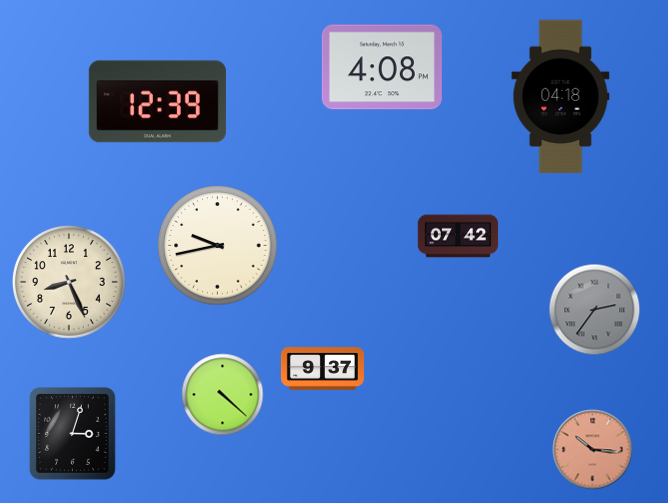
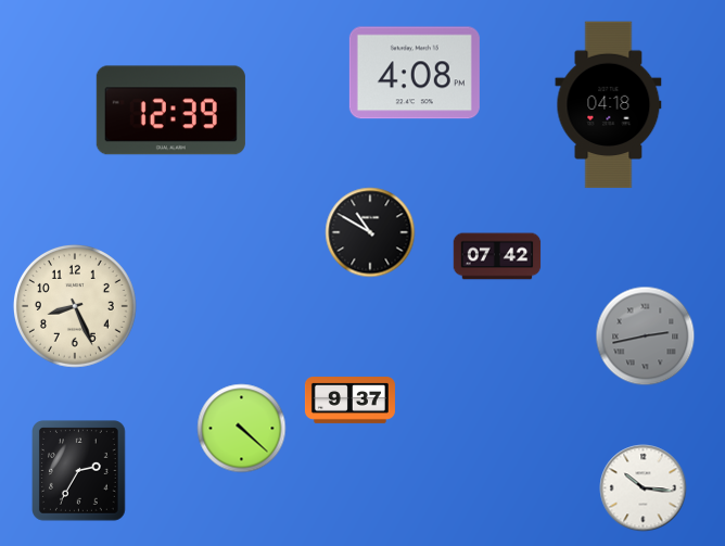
clock at (370, 232): none -> 10:50
clock at (218, 246): 9:43 -> none
clock at (595, 310): 2:36 -> 2:43
clock at (73, 434): 3:03 -> 2:35
clock at (593, 450) dial: salmon -> white
